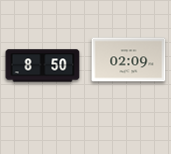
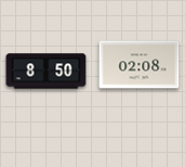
clock at (129, 60): 02:09 -> 02:08
